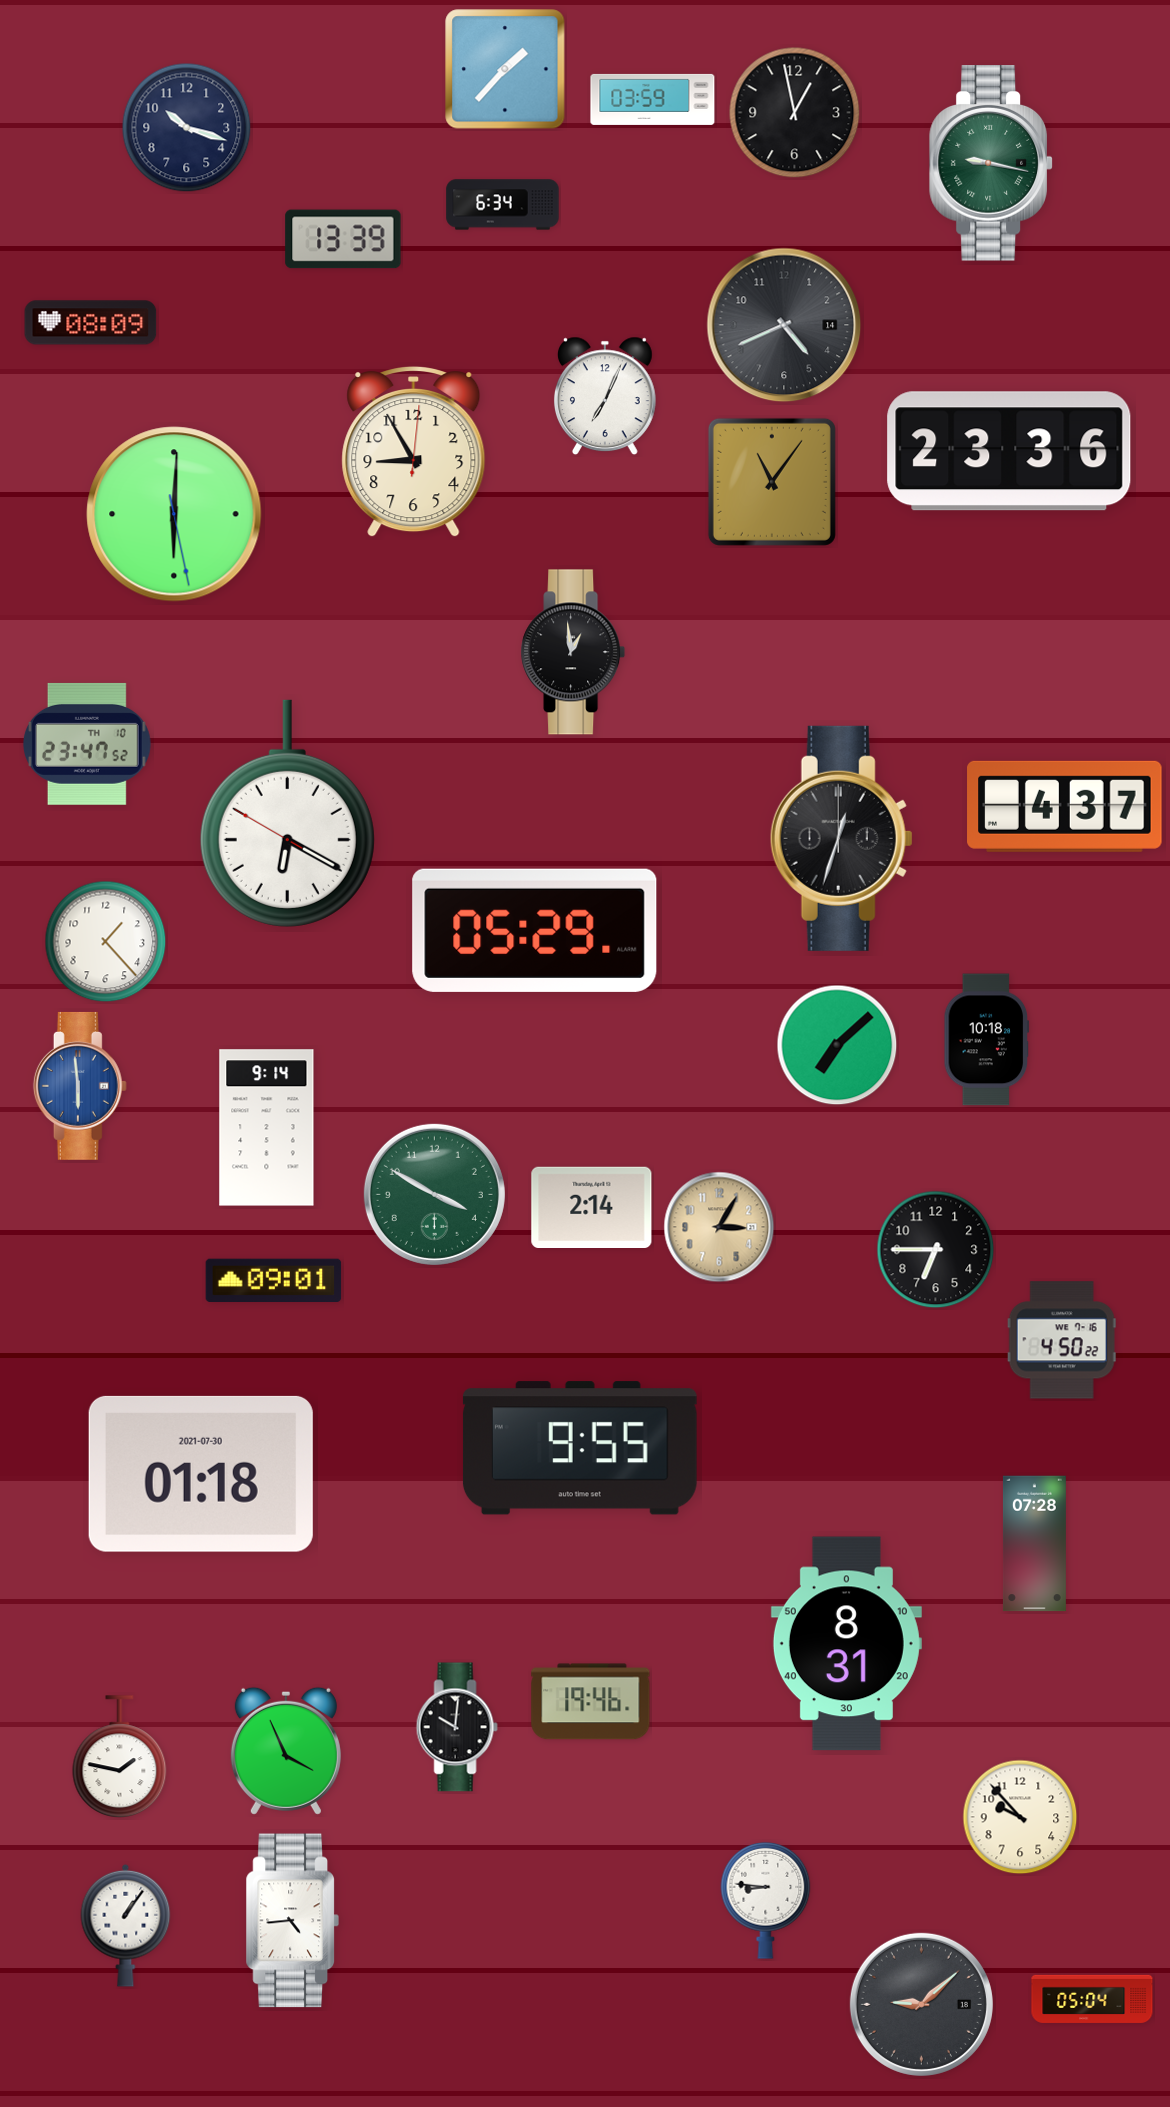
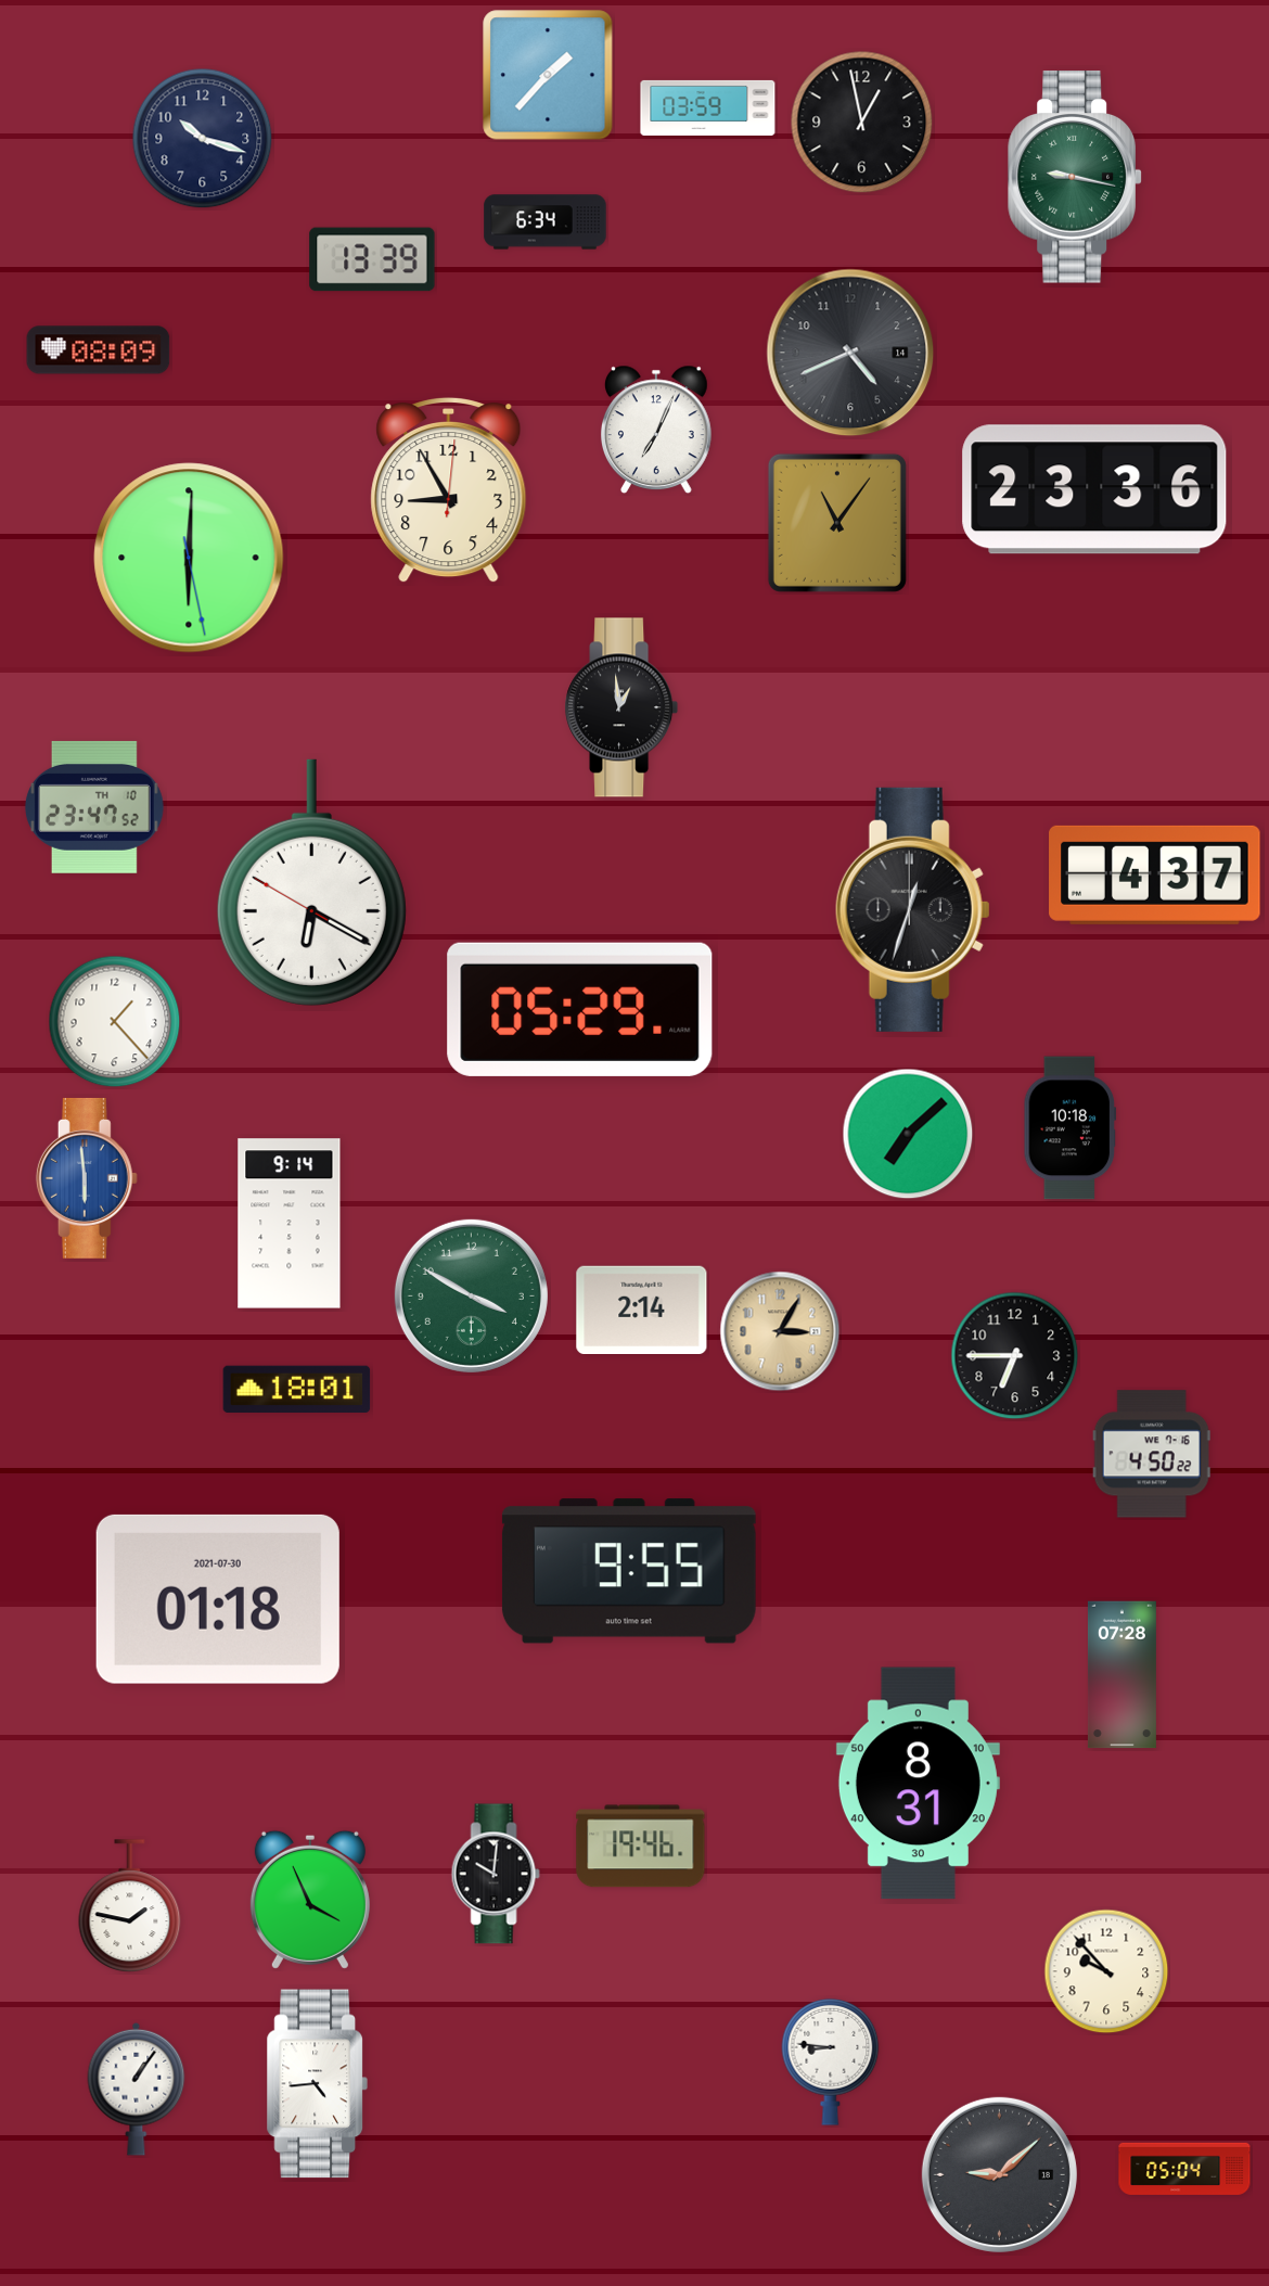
clock at (274, 1280): 09:01 -> 18:01
